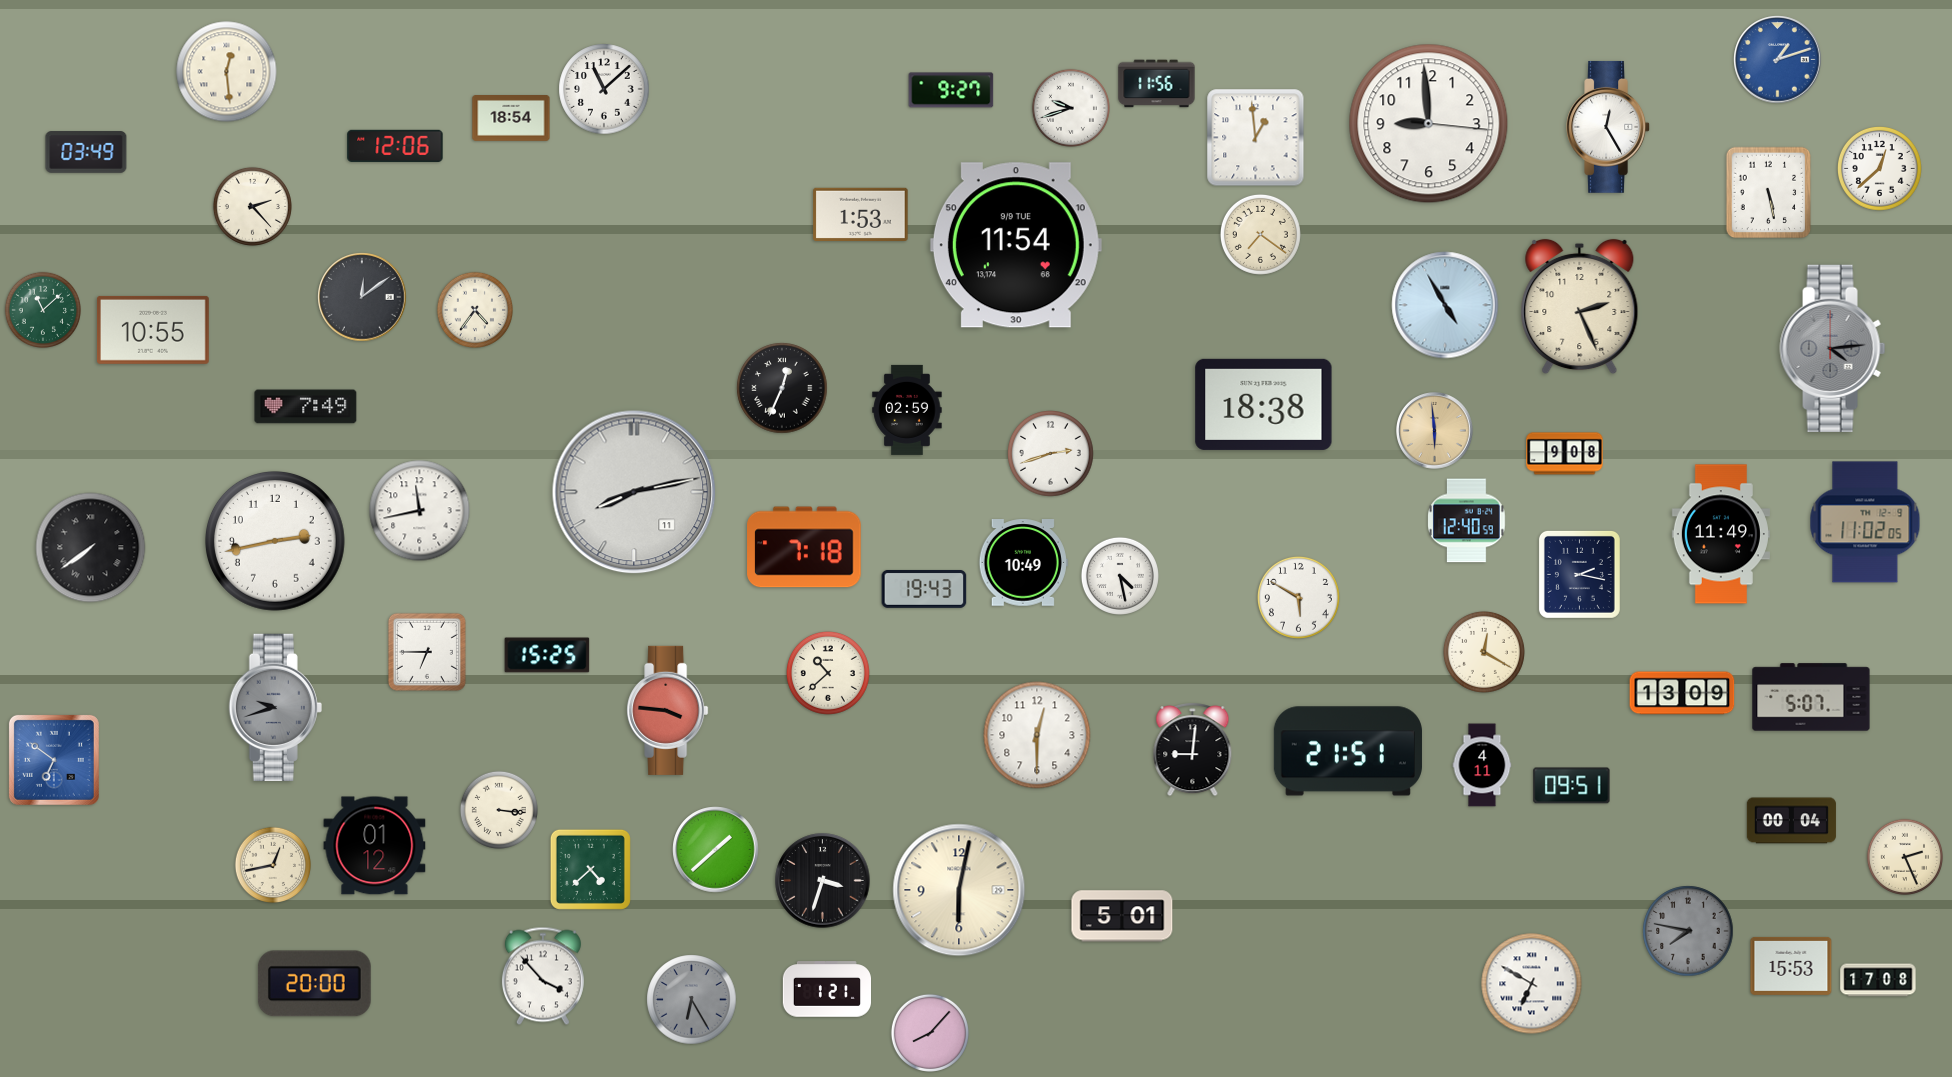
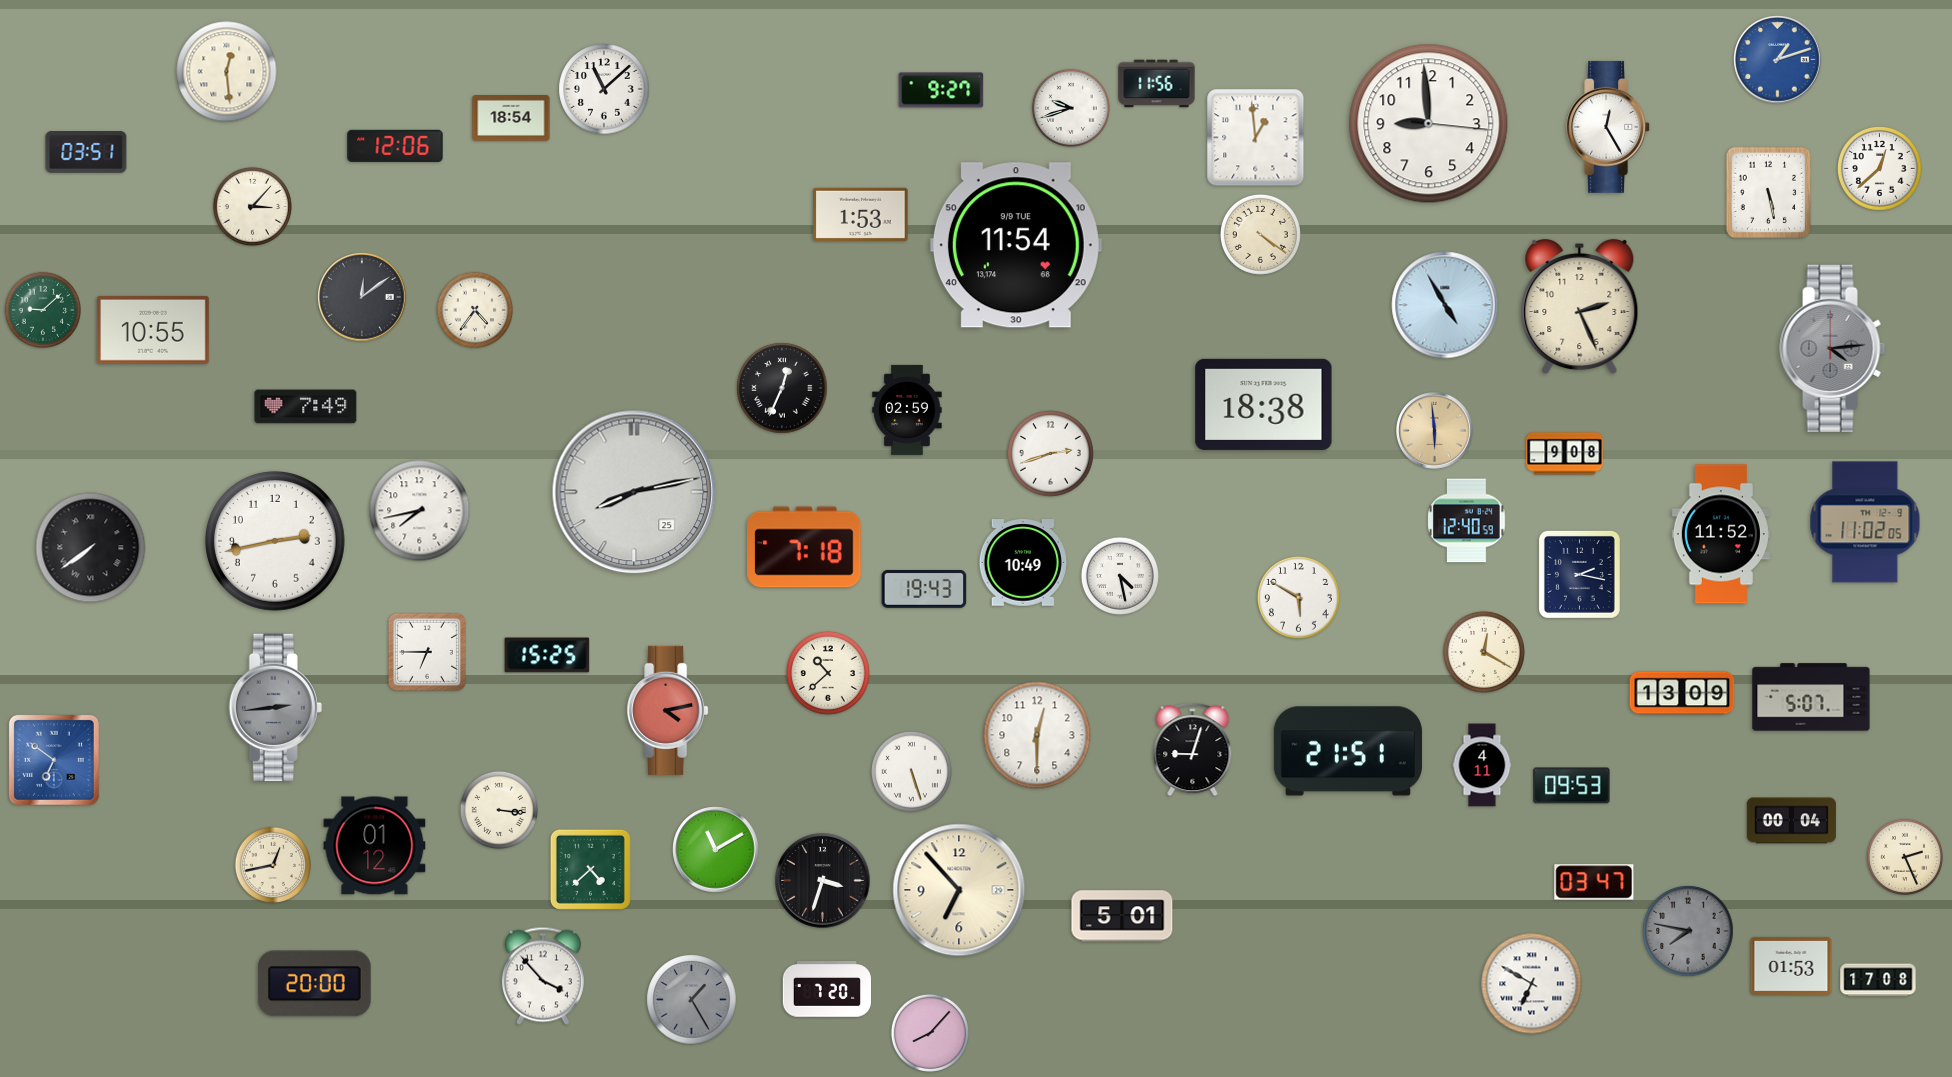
clock at (951, 90) position: (951, 90) -> (941, 90)
clock at (86, 152): 03:49 -> 03:51
clock at (252, 206): 2:23 -> 3:07
clock at (1260, 234): 7:21 -> 4:21
clock at (42, 309): 11:08 -> 9:08
clock at (634, 492) date: 11 -> 25
clock at (420, 511): 11:43 -> 7:43
clock at (1721, 534): 11:49 -> 11:52
clock at (275, 707): 9:42 -> 2:44
clock at (668, 710): 3:46 -> 4:13
clock at (1193, 750): 9:01 -> 9:03
clock at (911, 771): none -> 5:27
clock at (1572, 786): 09:51 -> 09:53
clock at (716, 850): 1:38 -> 11:10
clock at (1594, 882): none -> 03:47
clock at (959, 890): 6:02 -> 6:53
clock at (1791, 966): 15:53 -> 01:53
clock at (826, 989): 1:21 -> 7:20
clock at (692, 1000): 6:25 -> 1:25
